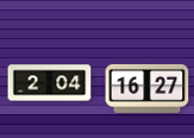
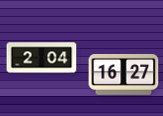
clock at (50, 83) position: (50, 83) -> (42, 58)
